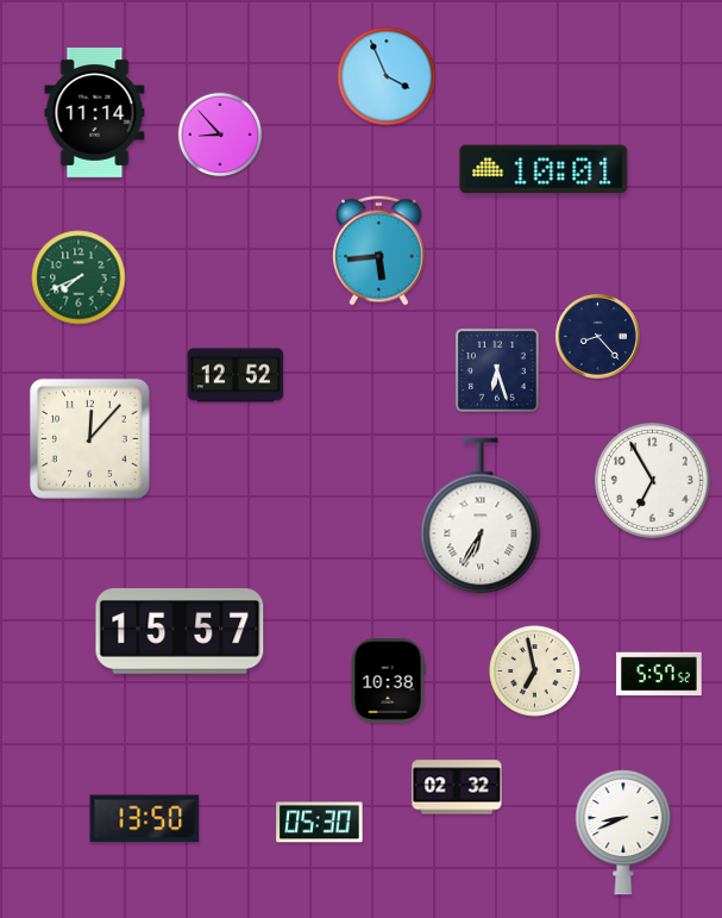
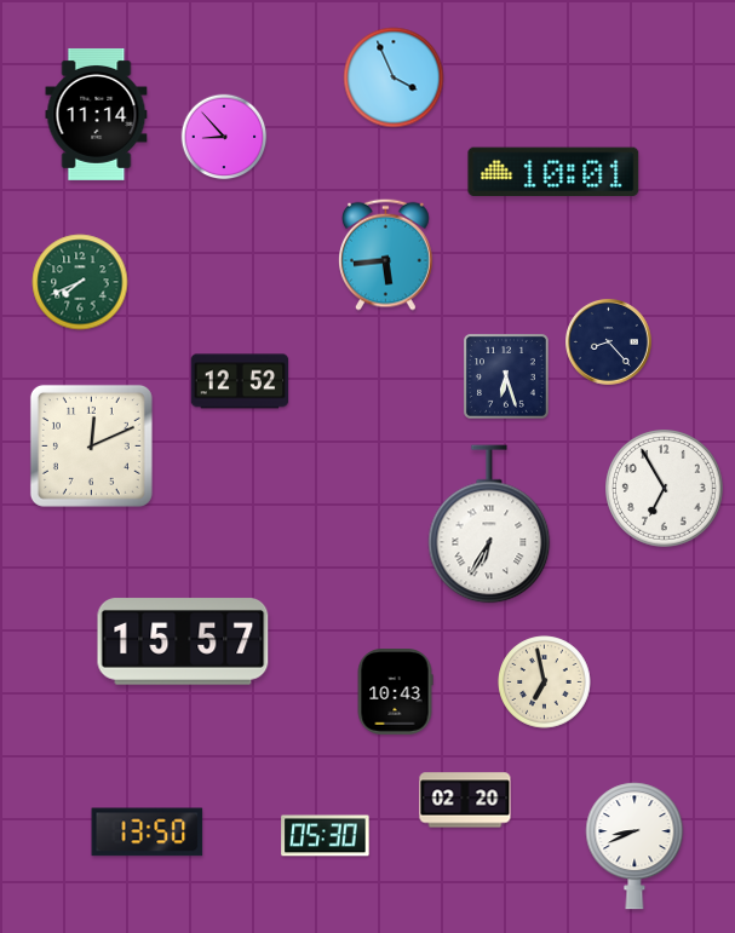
clock at (89, 438): 12:07 -> 12:11
clock at (659, 674): 5:57 -> none
clock at (388, 681): 10:38 -> 10:43
clock at (457, 787): 02:32 -> 02:20
